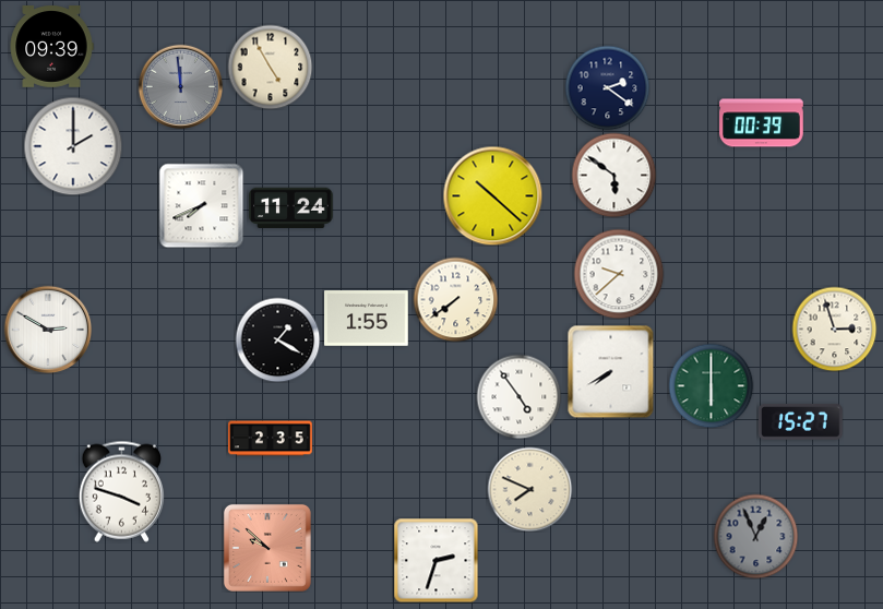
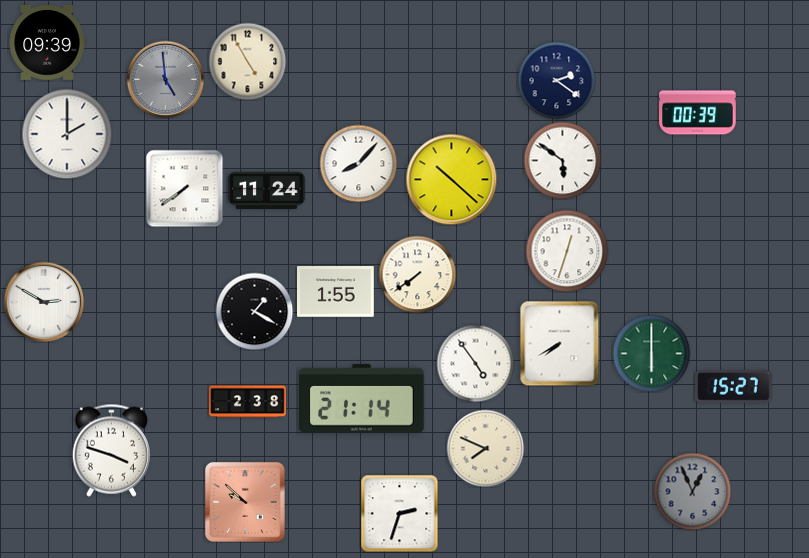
clock at (180, 86): 11:59 -> 4:59
clock at (358, 163): none -> 8:07
clock at (201, 205): 7:41 -> 7:39
clock at (619, 274): 9:38 -> 12:33
clock at (834, 329): 2:57 -> none
clock at (611, 371) position: (611, 371) -> (560, 343)
clock at (362, 398): none -> 21:14
clock at (271, 439): 2:35 -> 2:38
